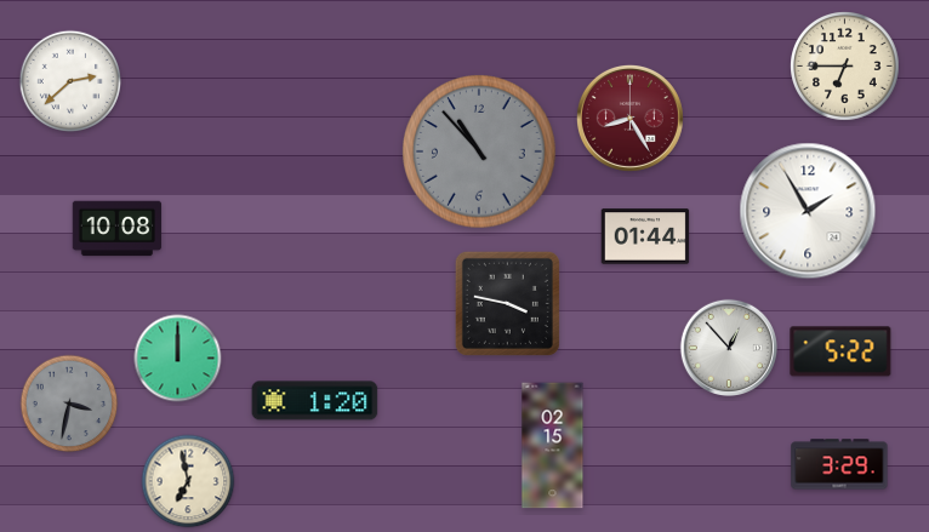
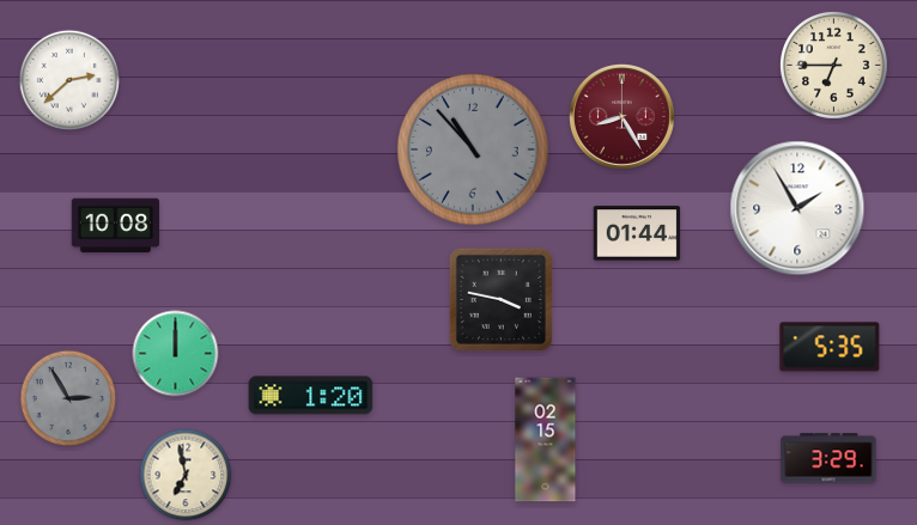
clock at (728, 347): 12:53 -> none
clock at (840, 351): 5:22 -> 5:35
clock at (69, 404): 3:32 -> 2:55
